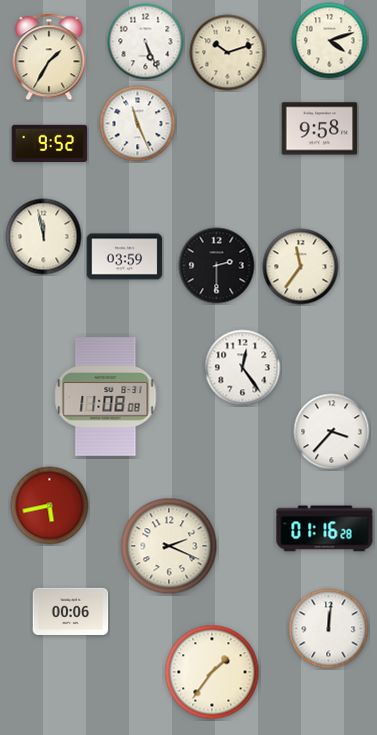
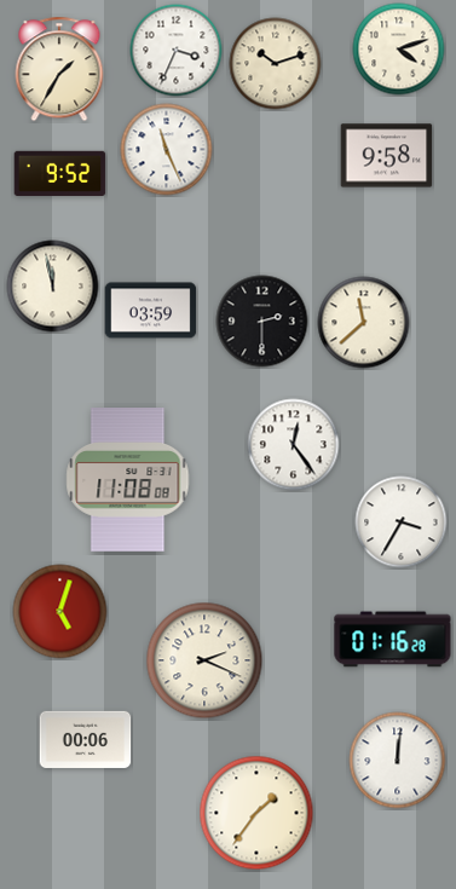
clock at (146, 42): 5:26 -> 3:34
clock at (301, 267): 11:36 -> 11:38
clock at (332, 432): 3:37 -> 3:35
clock at (50, 506): 5:43 -> 5:03
